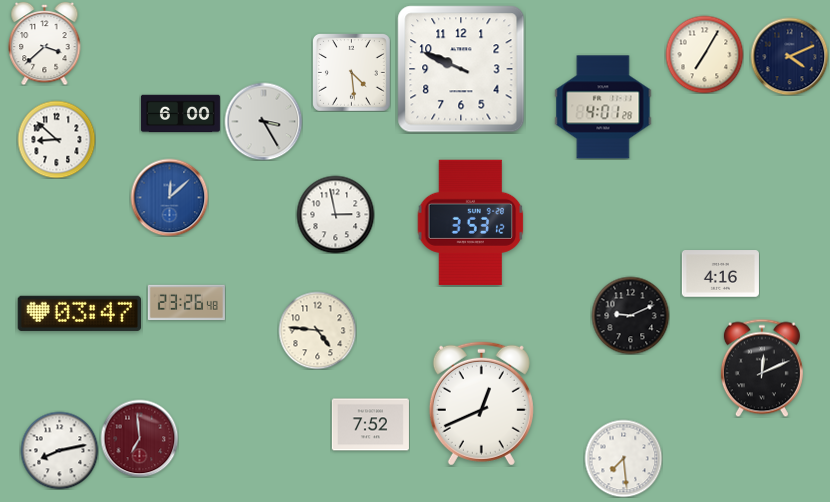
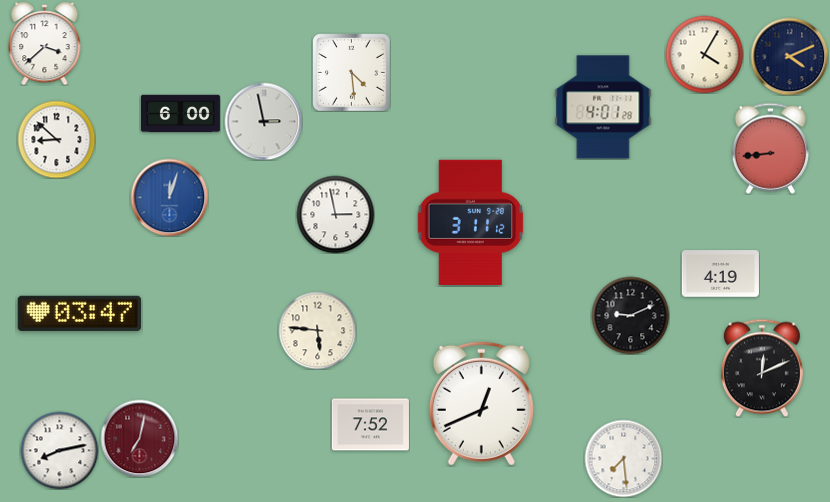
clock at (704, 54): 7:05 -> 4:05
clock at (461, 69): 9:49 -> none
clock at (263, 121): 3:25 -> 2:58
clock at (770, 148): none -> 8:44
clock at (169, 197): 12:08 -> 12:03
clock at (471, 222): 3:53 -> 3:11
clock at (720, 274): 4:16 -> 4:19
clock at (186, 303): 23:26 -> none
clock at (317, 330): 4:46 -> 5:46
clock at (139, 438): 6:59 -> 7:02
